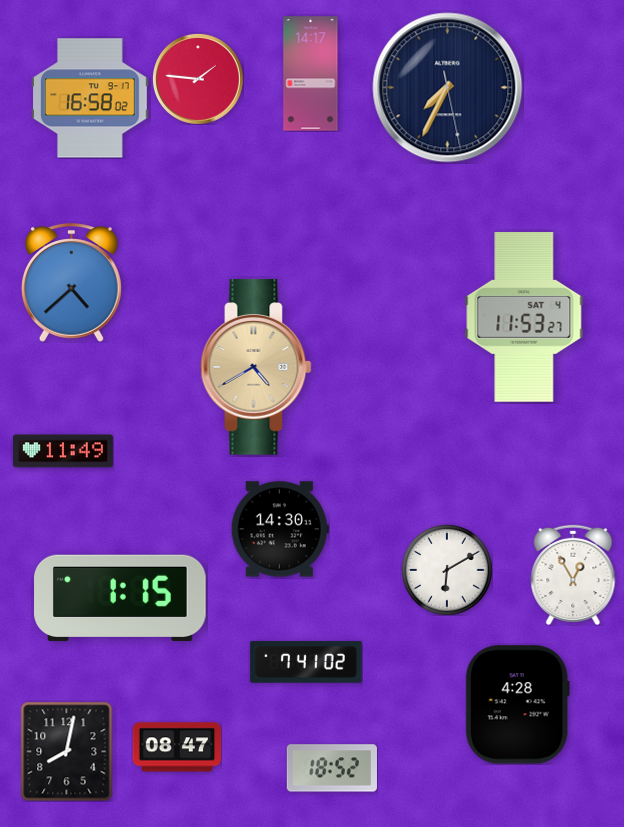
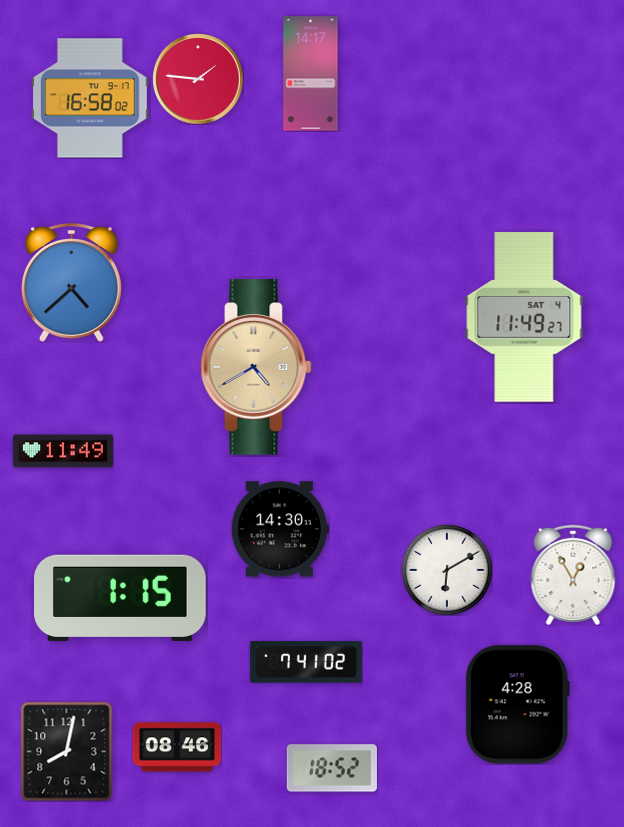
clock at (448, 88): 7:34 -> none
clock at (524, 318): 11:53 -> 11:49
clock at (177, 747): 08:47 -> 08:46
